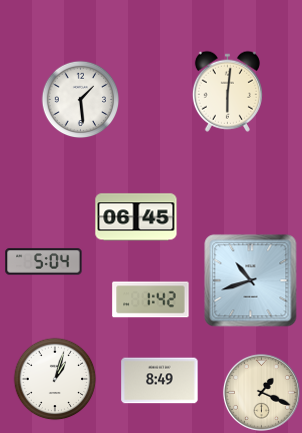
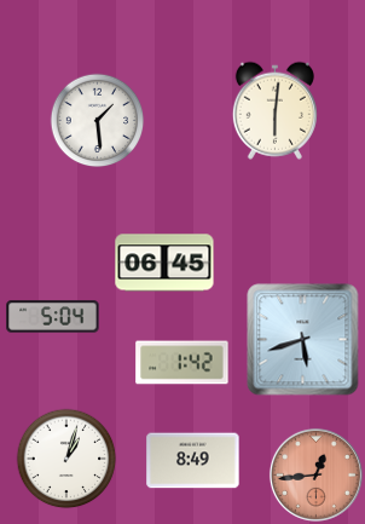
clock at (251, 281): 10:42 -> 5:42
clock at (261, 392): 1:19 -> 12:44
clock at (261, 392) dial: cream -> salmon
